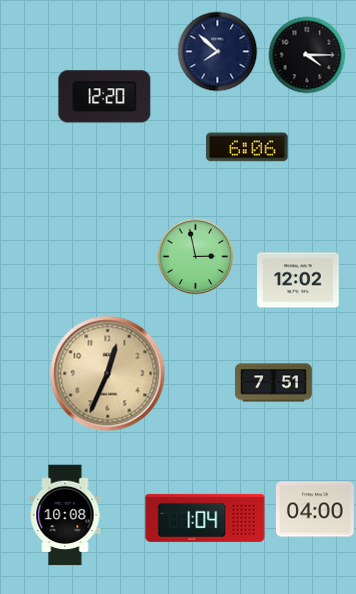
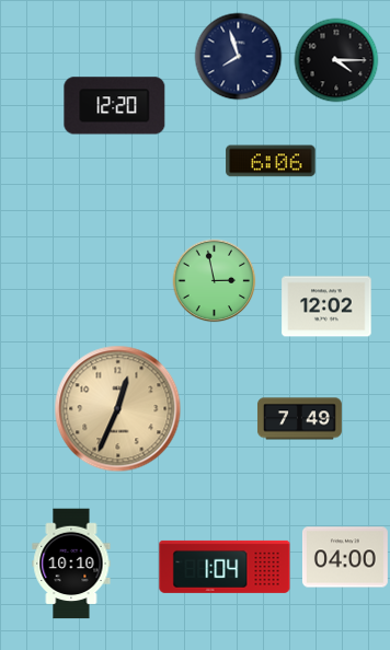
clock at (218, 52): 7:52 -> 7:57
clock at (273, 383): 7:51 -> 7:49
clock at (65, 515): 10:08 -> 10:10
